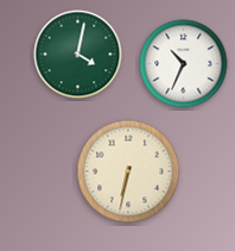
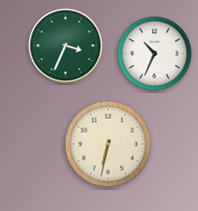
clock at (78, 55): 4:02 -> 3:34
